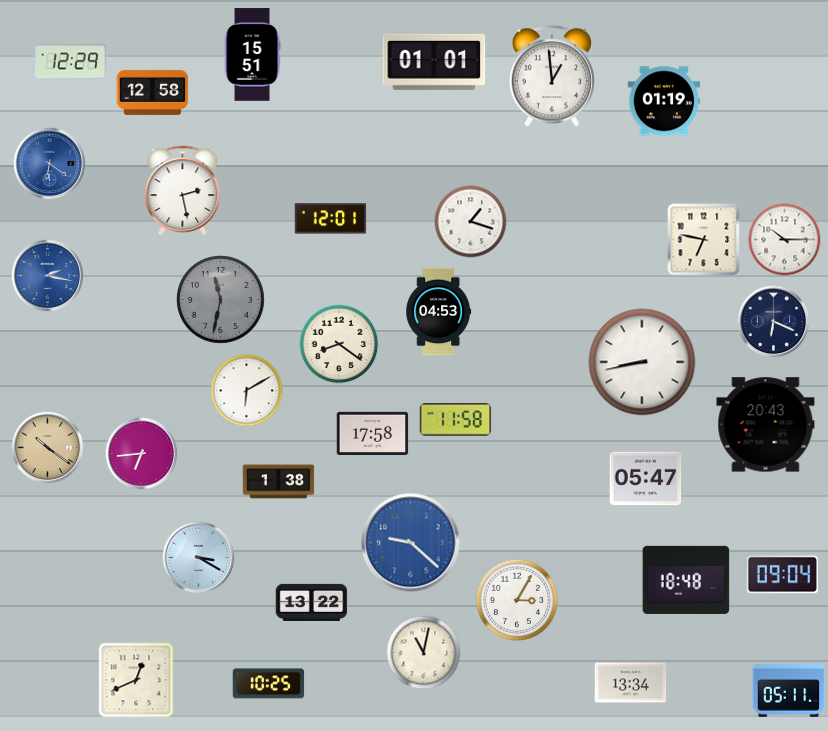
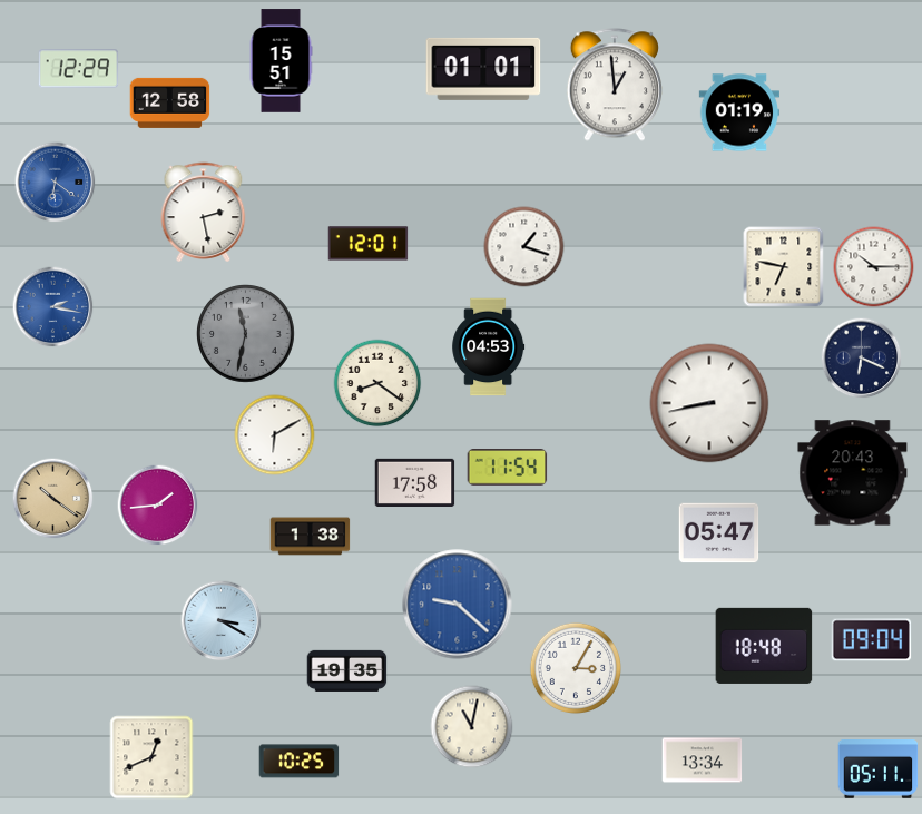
clock at (642, 362) position: (642, 362) -> (709, 403)
clock at (456, 420): 11:58 -> 11:54
clock at (142, 454): 6:44 -> 1:44
clock at (312, 602): 13:22 -> 19:35
